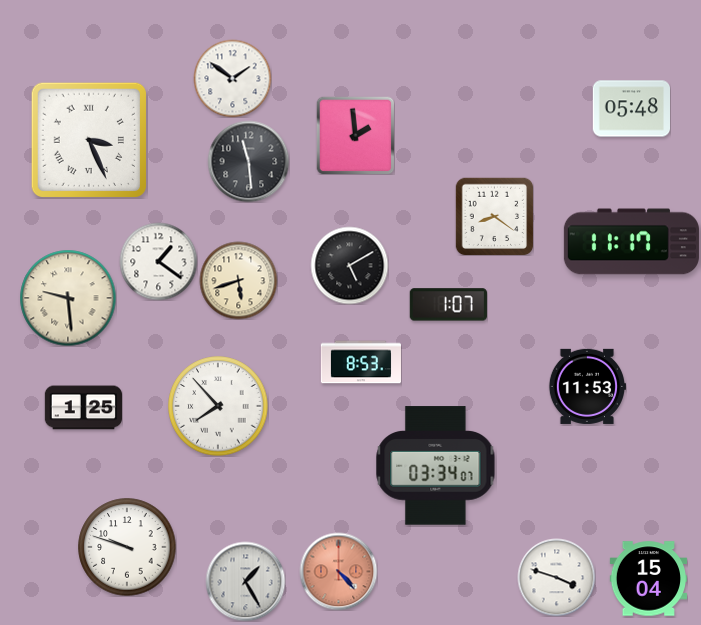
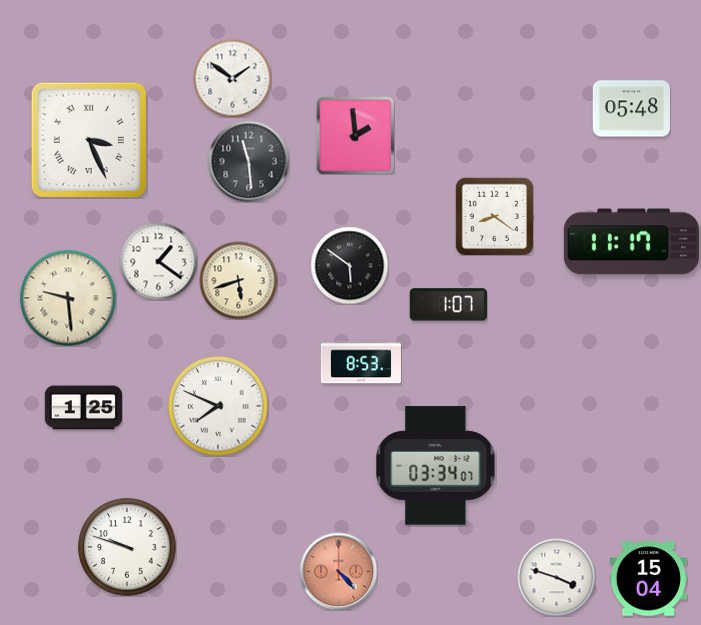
clock at (349, 265): 5:10 -> 5:51
clock at (587, 386): 11:53 -> none
clock at (218, 406): 7:53 -> 7:49
clock at (245, 581): 1:25 -> none
